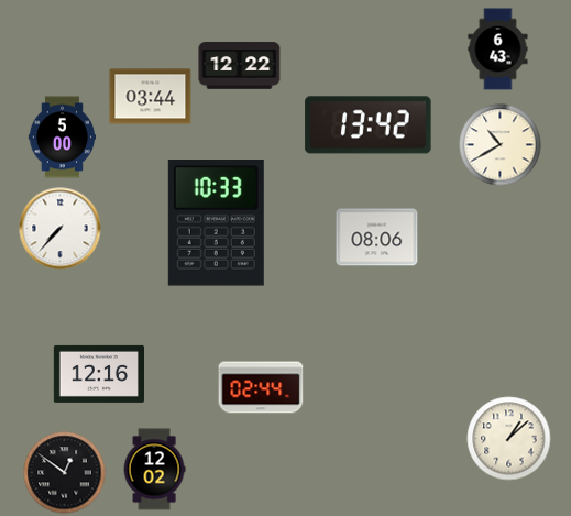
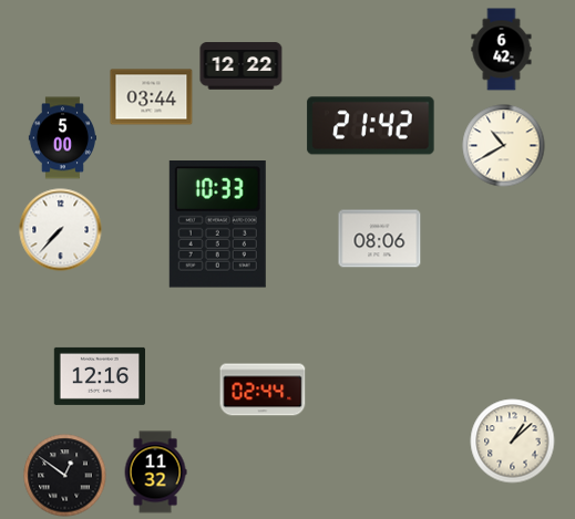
clock at (498, 50): 6:43 -> 6:42
clock at (369, 125): 13:42 -> 21:42
clock at (154, 470): 12:02 -> 11:32
